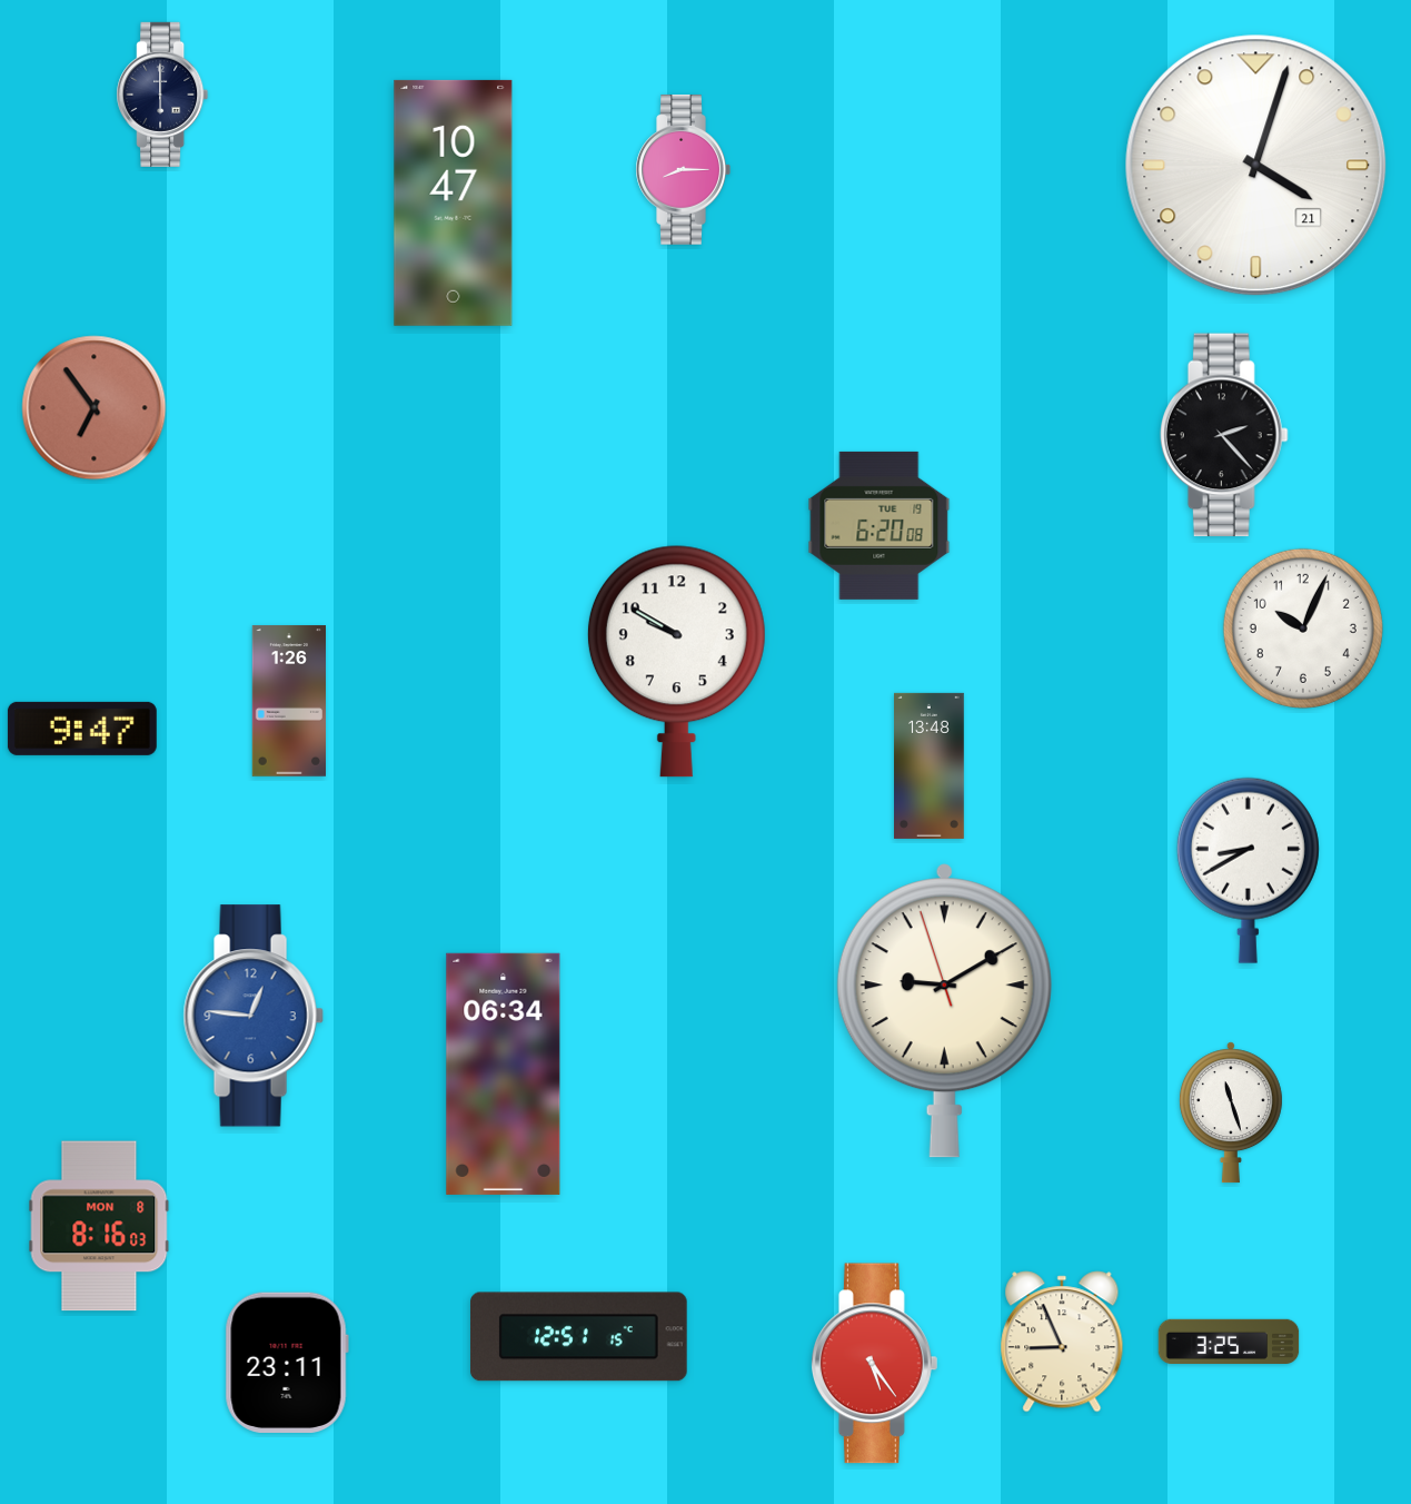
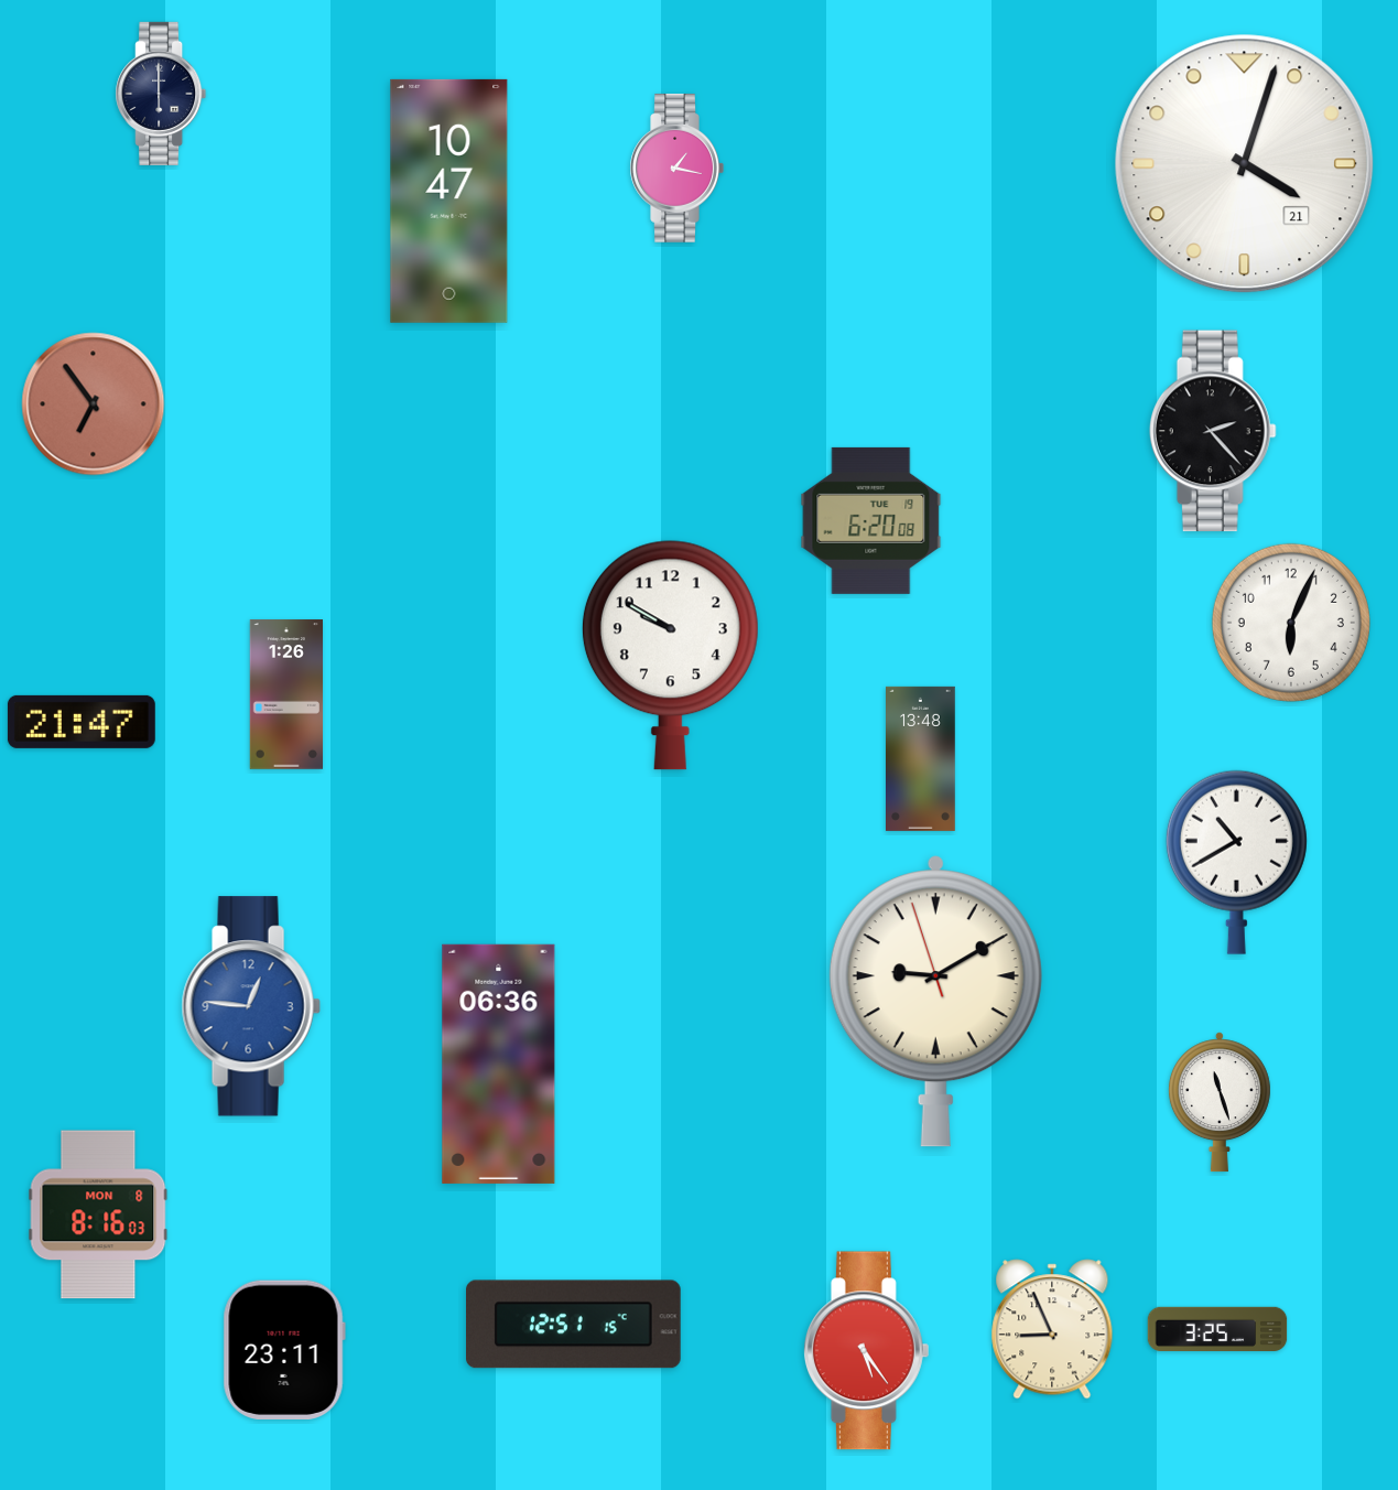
clock at (683, 170): 8:15 -> 1:17
clock at (1303, 629): 10:04 -> 6:04
clock at (82, 729): 9:47 -> 21:47
clock at (1248, 870): 8:40 -> 10:40
clock at (504, 1073): 06:34 -> 06:36
